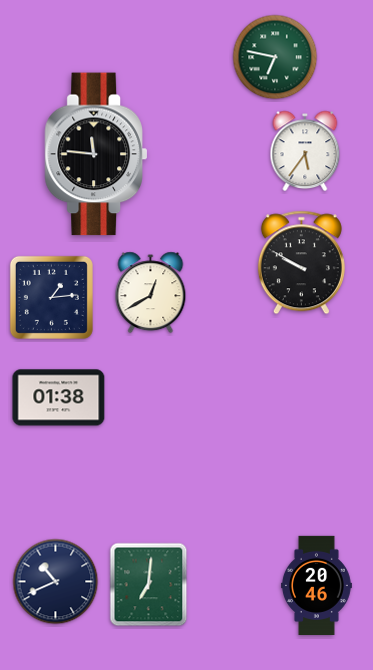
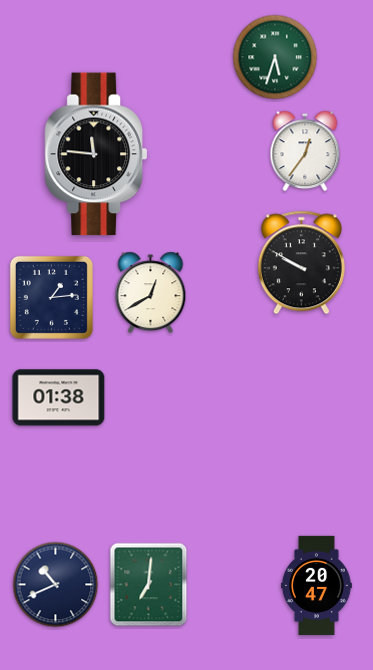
clock at (275, 57): 6:47 -> 5:33
clock at (305, 151): 5:36 -> 12:36
clock at (56, 582) position: (56, 582) -> (56, 585)
clock at (316, 585): 20:46 -> 20:47
